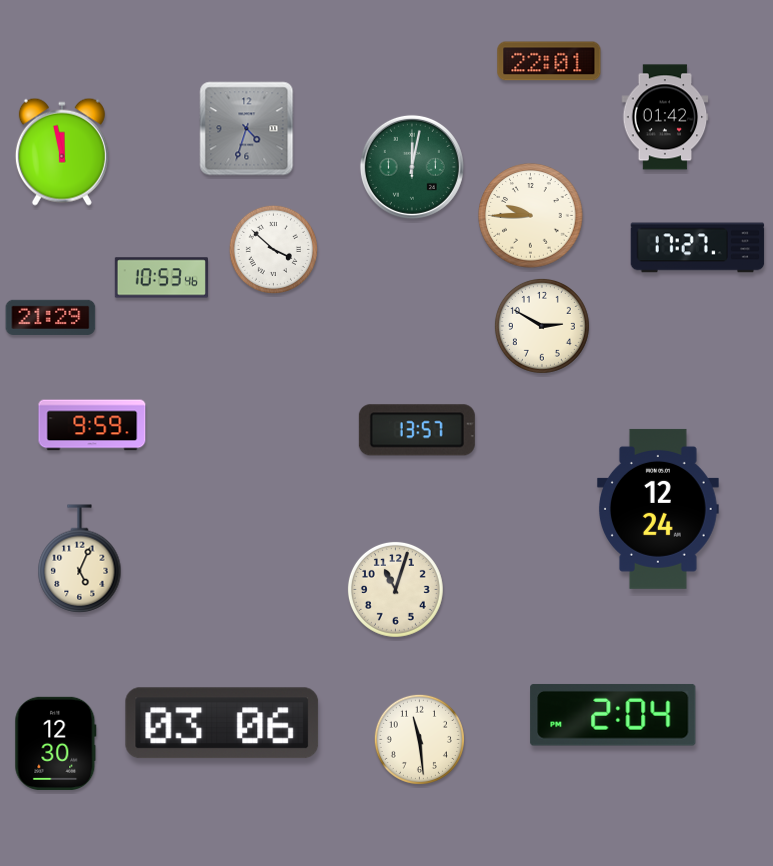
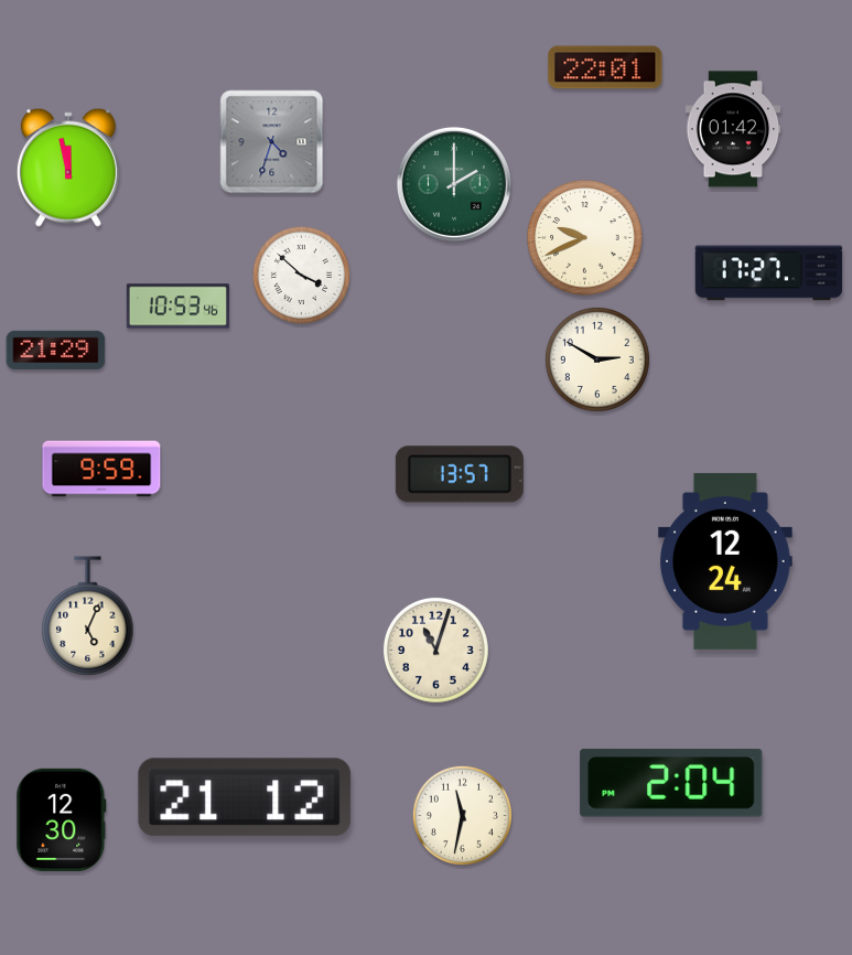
clock at (412, 167): 12:02 -> 2:00
clock at (531, 216): 9:45 -> 9:41
clock at (613, 715) position: (613, 715) -> (671, 783)
clock at (222, 723): 03:06 -> 21:12
clock at (419, 739): 11:29 -> 11:32
